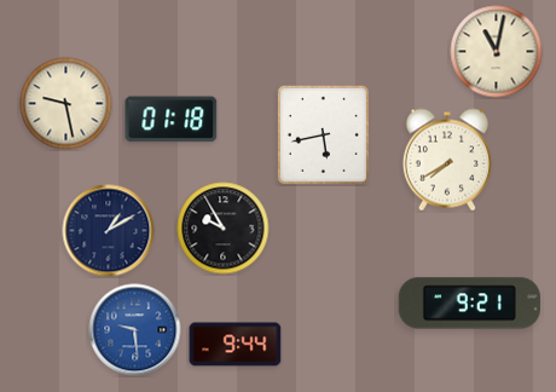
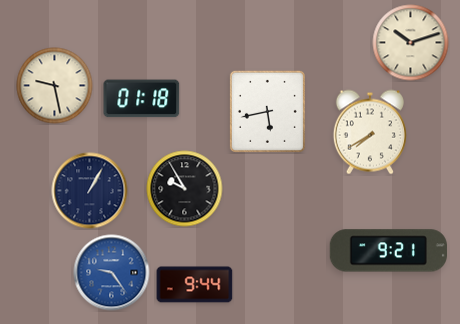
clock at (497, 52): 11:02 -> 10:12
clock at (109, 231): 1:10 -> 1:05
clock at (135, 330): 9:29 -> 9:24
